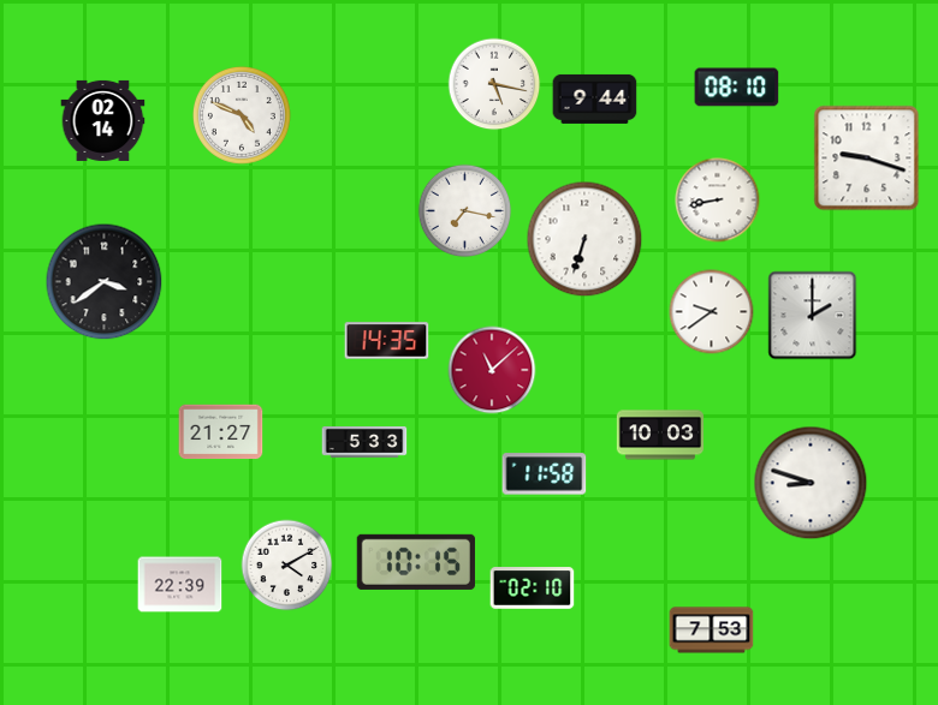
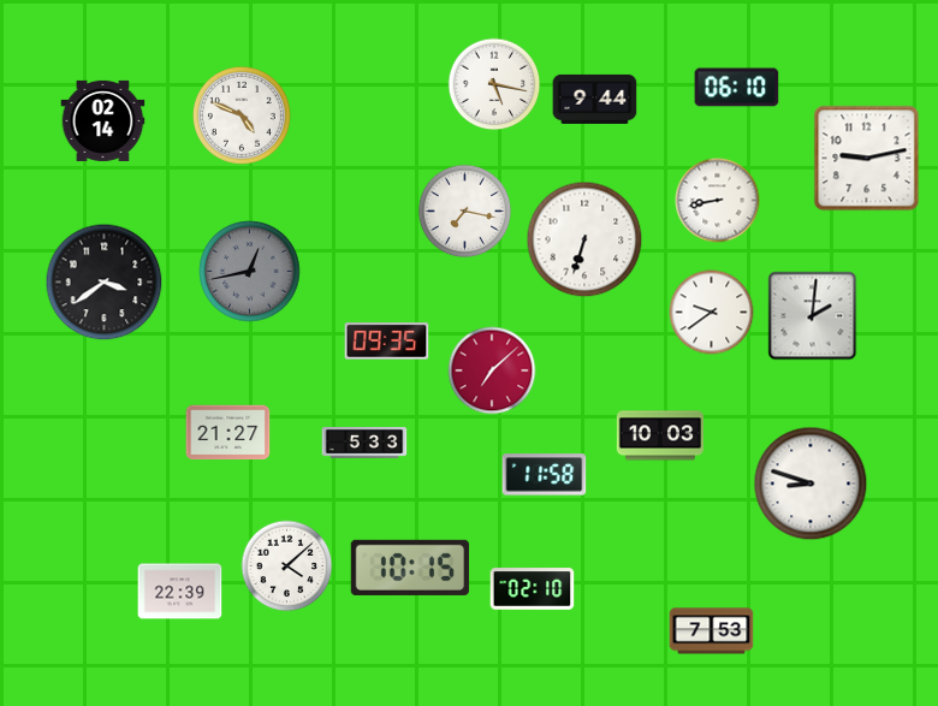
clock at (737, 88): 08:10 -> 06:10
clock at (867, 159): 9:18 -> 9:13
clock at (250, 272): none -> 12:43
clock at (813, 316): 2:00 -> 2:01
clock at (387, 341): 14:35 -> 09:35
clock at (492, 370): 11:08 -> 7:08
clock at (221, 432) position: (221, 432) -> (228, 433)
clock at (416, 562) position: (416, 562) -> (410, 568)
clock at (287, 566): 4:10 -> 4:08
clock at (180, 585) position: (180, 585) -> (180, 592)
